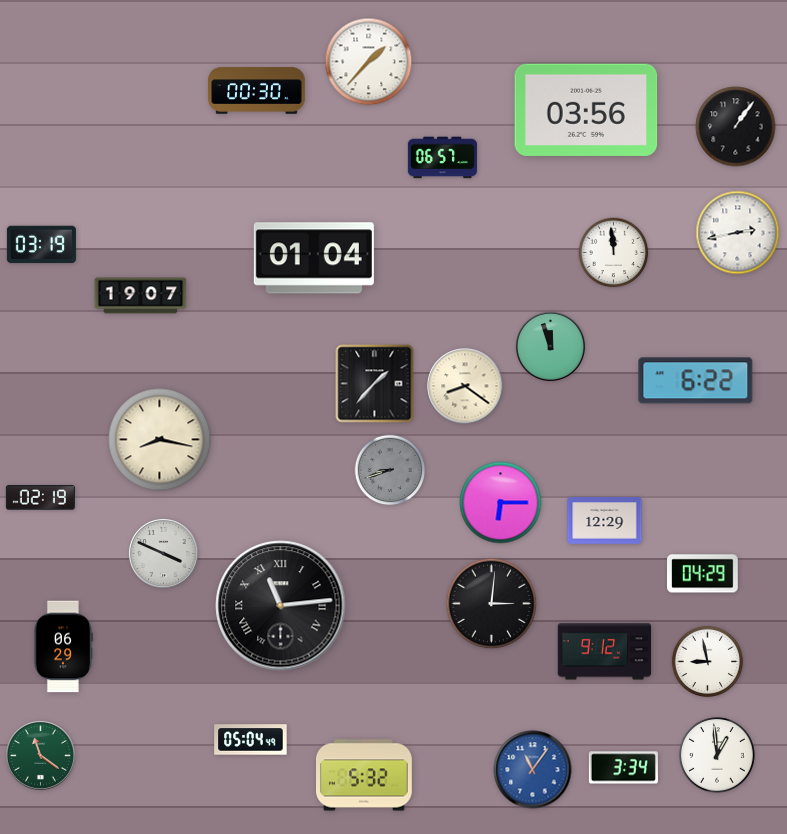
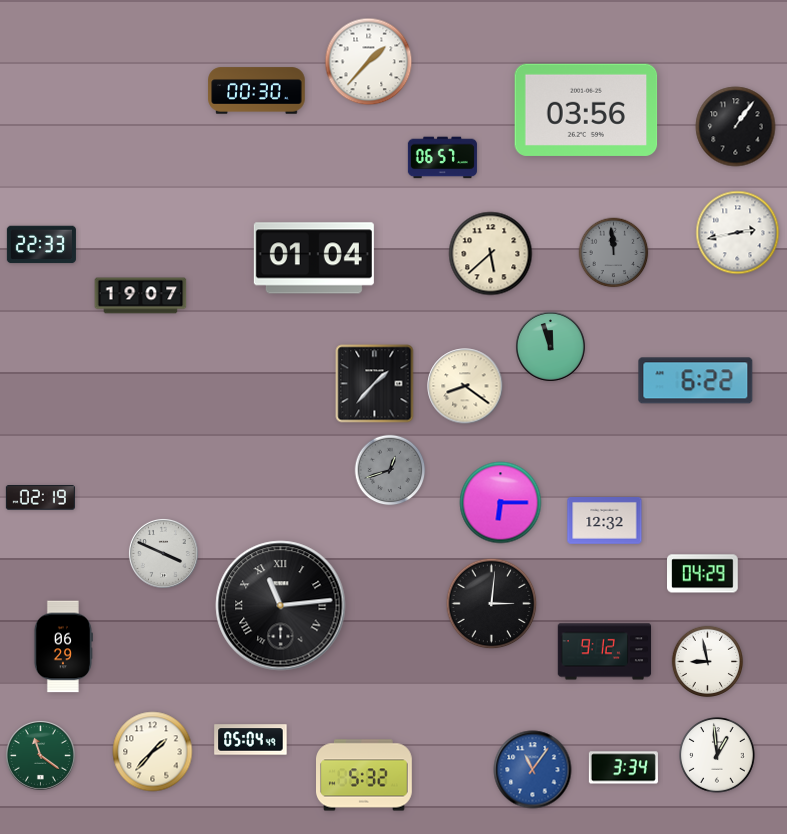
clock at (41, 245): 03:19 -> 22:33
clock at (614, 253) dial: white -> grey
clock at (491, 254): none -> 5:38
clock at (160, 440): 8:17 -> none
clock at (390, 470): 8:42 -> 12:42
clock at (605, 521): 12:29 -> 12:32
clock at (153, 752): none -> 1:37
